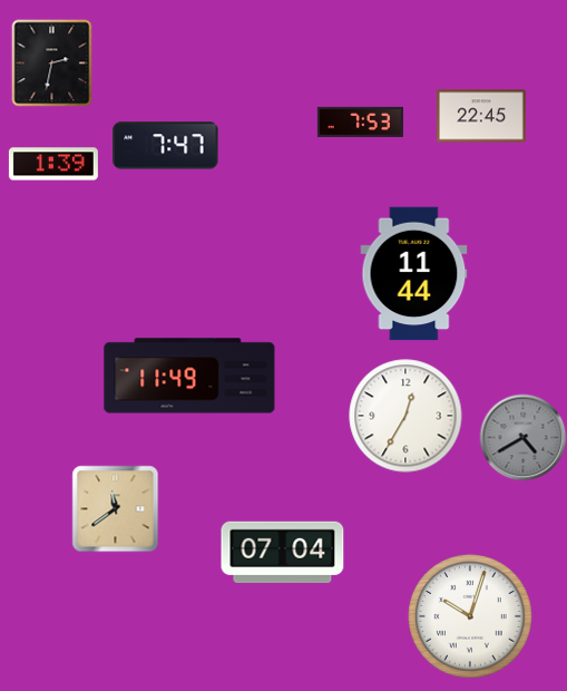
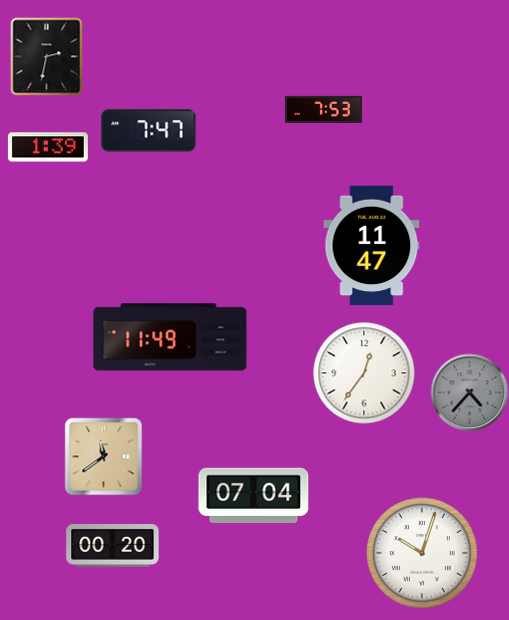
clock at (481, 116): 22:45 -> none
clock at (414, 274): 11:44 -> 11:47
clock at (405, 416): 12:35 -> 12:36
clock at (522, 437): 4:40 -> 4:37
clock at (113, 546): none -> 00:20
